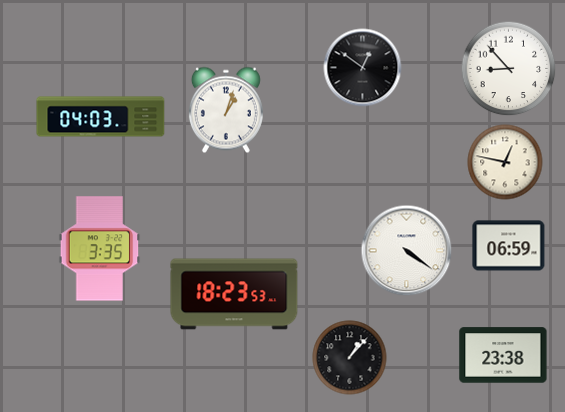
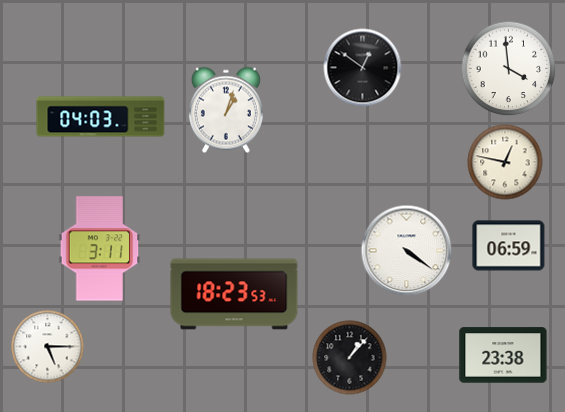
clock at (509, 69): 8:53 -> 3:59
clock at (100, 249): 3:35 -> 3:11
clock at (48, 347): none -> 5:15
